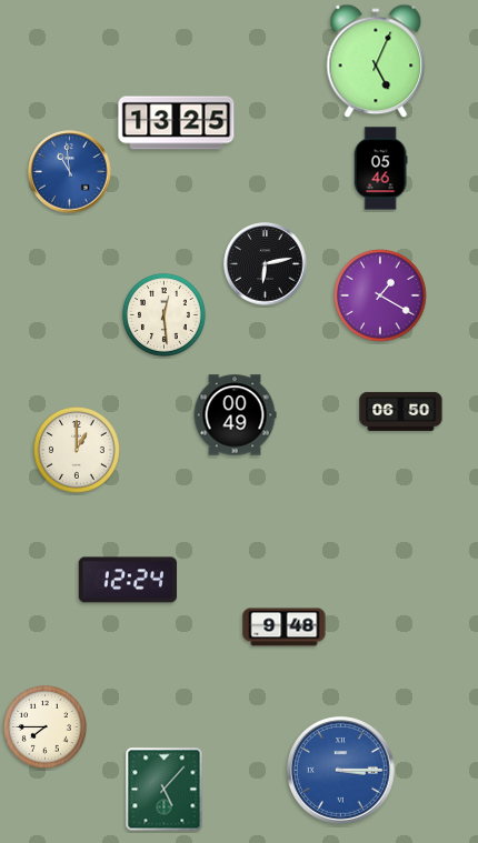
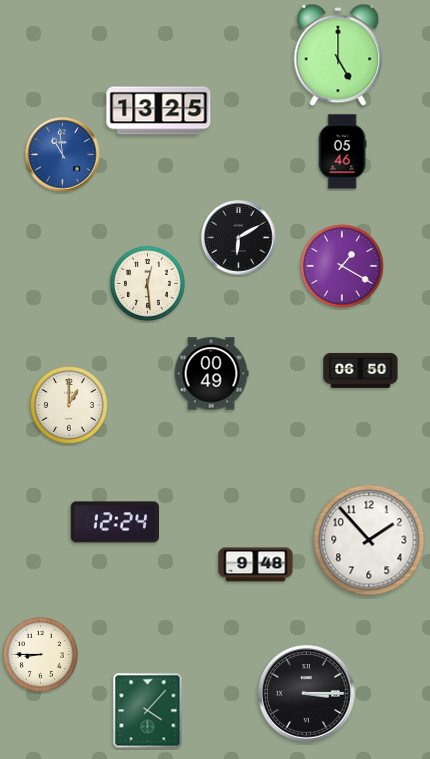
clock at (376, 61): 5:04 -> 5:00
clock at (266, 264): 6:13 -> 6:10
clock at (369, 540): none -> 1:53
clock at (44, 726): 7:45 -> 8:45
clock at (341, 771) dial: blue -> black
clock at (165, 790): 5:07 -> 4:07
